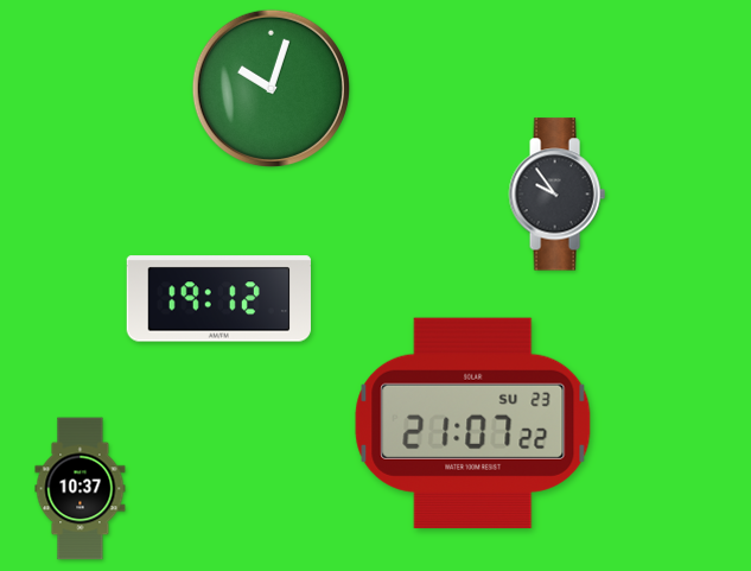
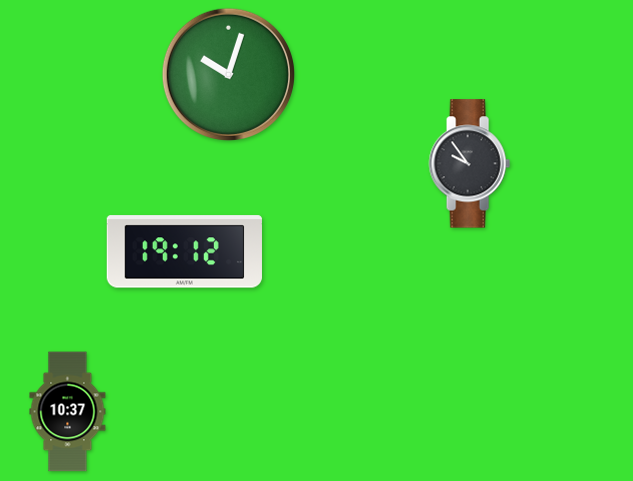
clock at (473, 423): 21:07 -> none
